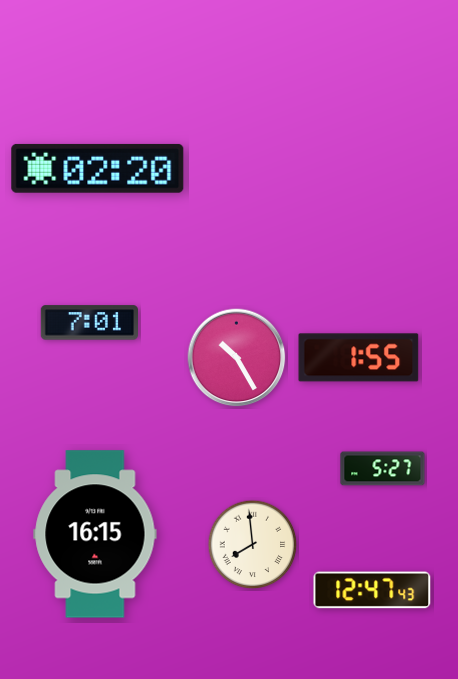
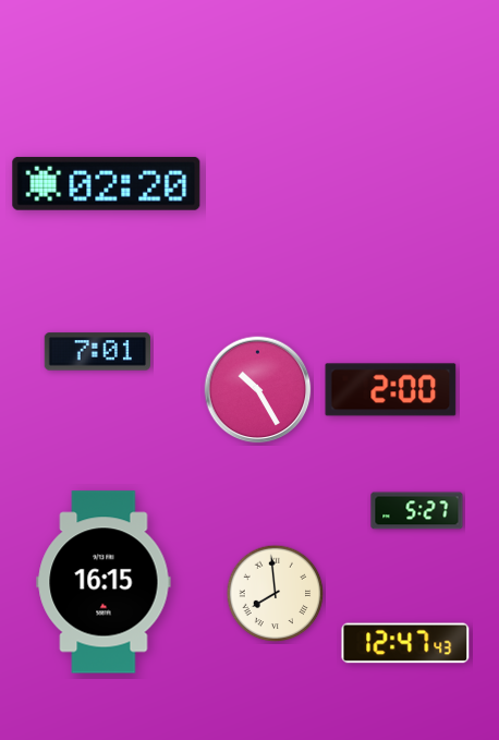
clock at (359, 358): 1:55 -> 2:00
